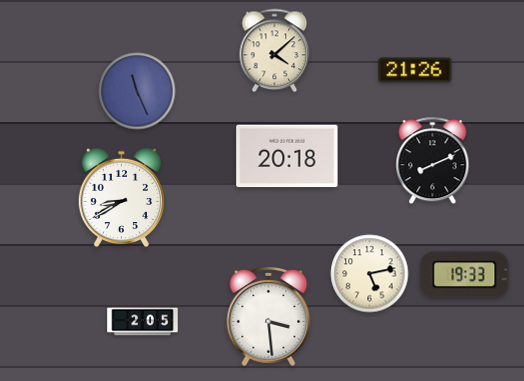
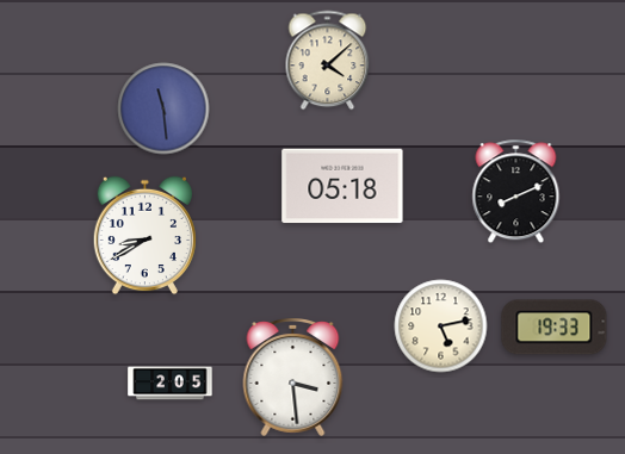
clock at (415, 70): 21:26 -> none
clock at (137, 91): 11:26 -> 11:29
clock at (287, 156): 20:18 -> 05:18
clock at (269, 317) position: (269, 317) -> (293, 378)
